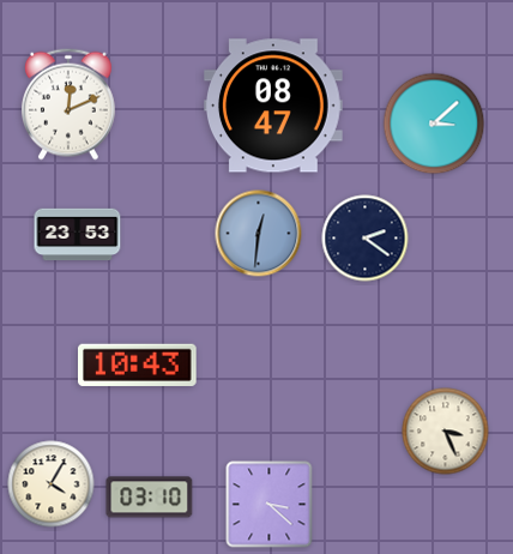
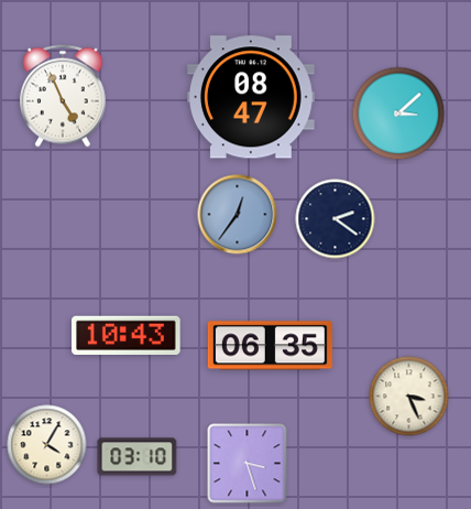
clock at (68, 104): 12:11 -> 4:56
clock at (259, 234): 12:31 -> 12:36
clock at (78, 235): 23:53 -> none
clock at (270, 346): none -> 06:35
clock at (270, 505): 3:22 -> 3:27
